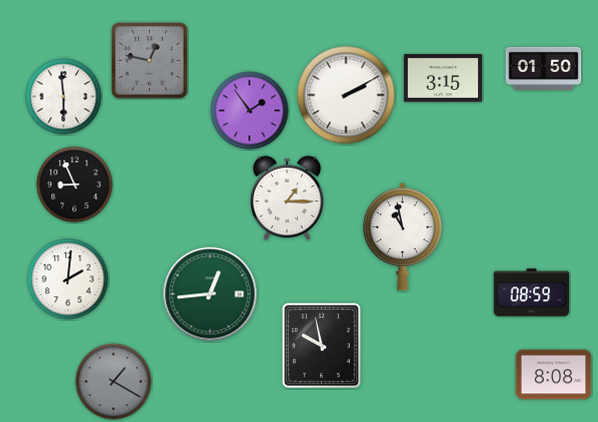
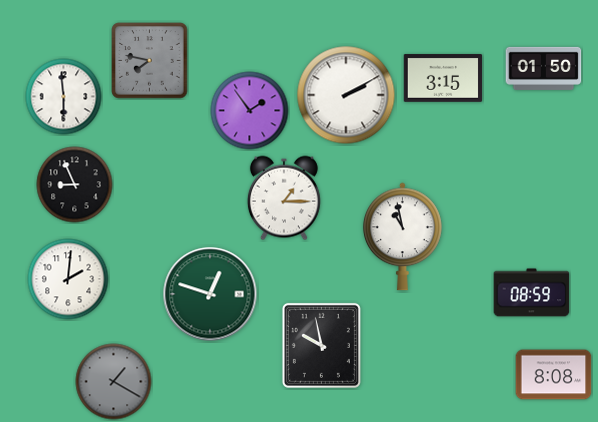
clock at (150, 61): 12:47 -> 7:47
clock at (287, 198) position: (287, 198) -> (284, 198)
clock at (210, 294): 12:44 -> 12:48
